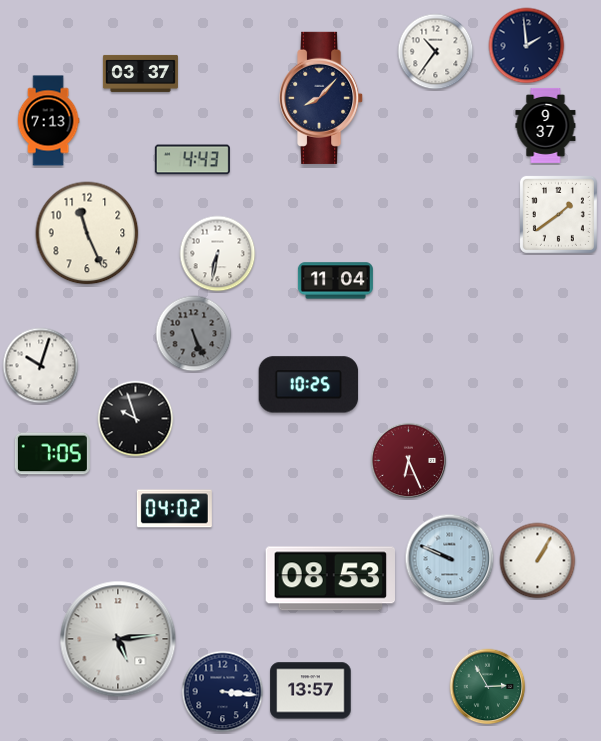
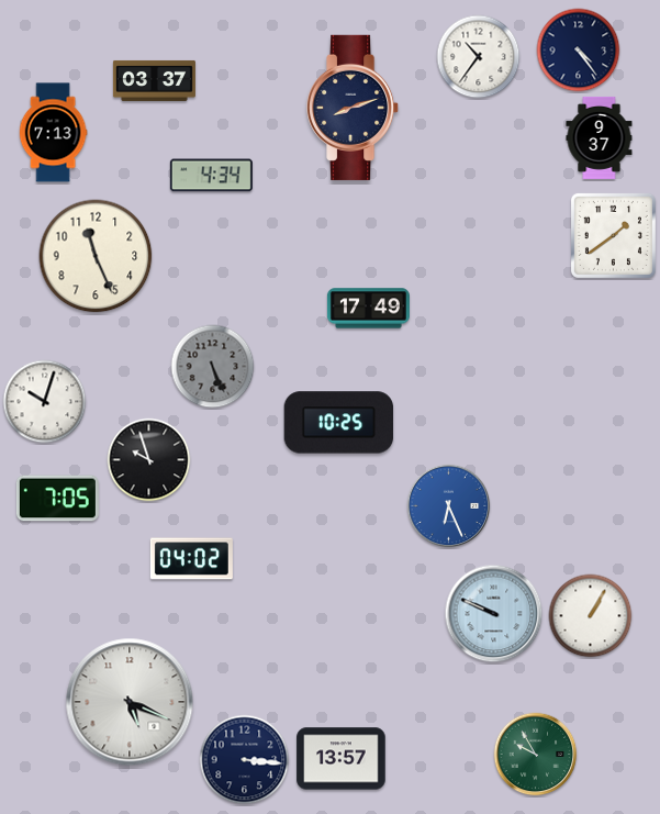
clock at (527, 46): 1:59 -> 4:24
clock at (322, 98): 8:07 -> 8:12
clock at (192, 160): 4:43 -> 4:34
clock at (218, 254): 6:32 -> none
clock at (335, 281): 11:04 -> 17:49
clock at (409, 461) dial: burgundy -> blue
clock at (330, 579): 08:53 -> none
clock at (118, 639): 5:14 -> 5:19
clock at (488, 687): 2:55 -> 9:55
